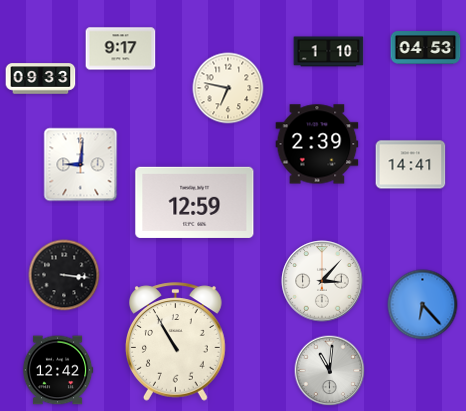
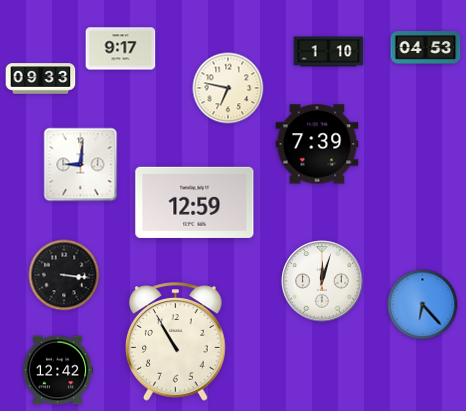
clock at (317, 144): 2:39 -> 7:39
clock at (411, 165): 14:41 -> none
clock at (322, 281): 3:07 -> 12:03
clock at (330, 371): 11:01 -> none
